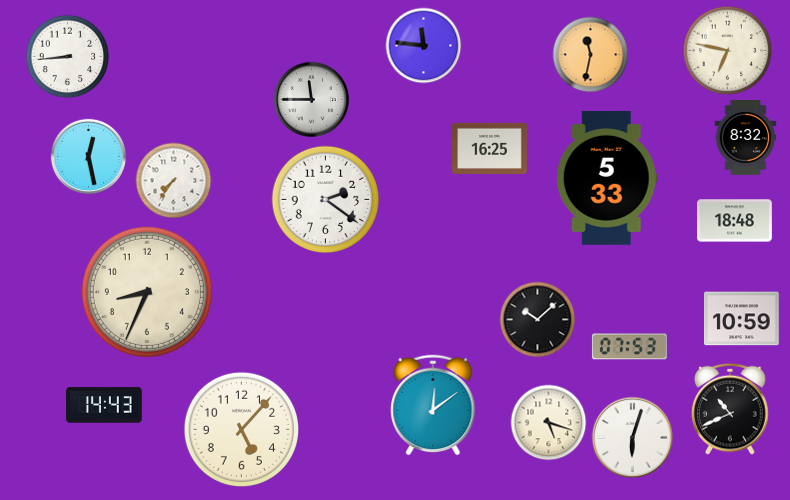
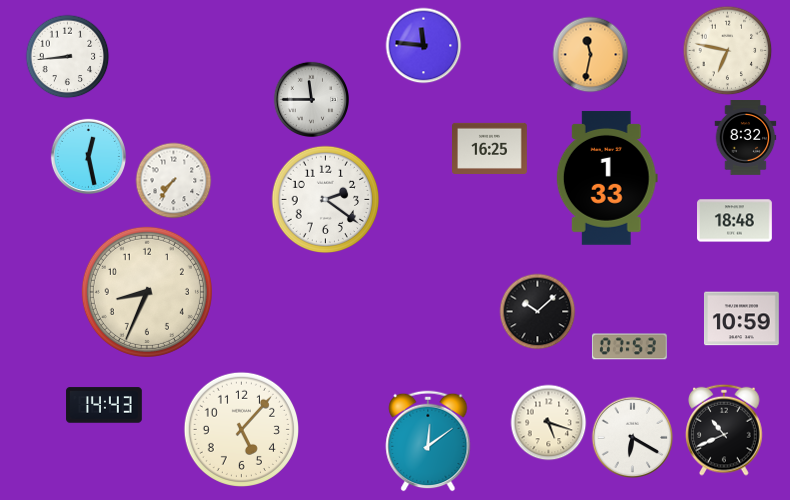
clock at (607, 178): 5:33 -> 1:33
clock at (538, 320) position: (538, 320) -> (538, 312)
clock at (433, 405) position: (433, 405) -> (428, 441)
clock at (730, 409) position: (730, 409) -> (724, 430)
clock at (633, 438): 6:03 -> 6:20
